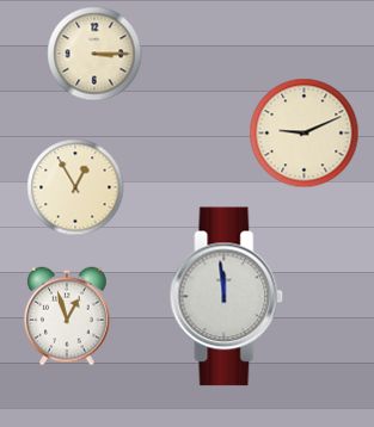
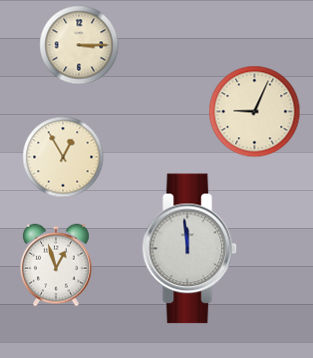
clock at (305, 134): 9:11 -> 9:04
